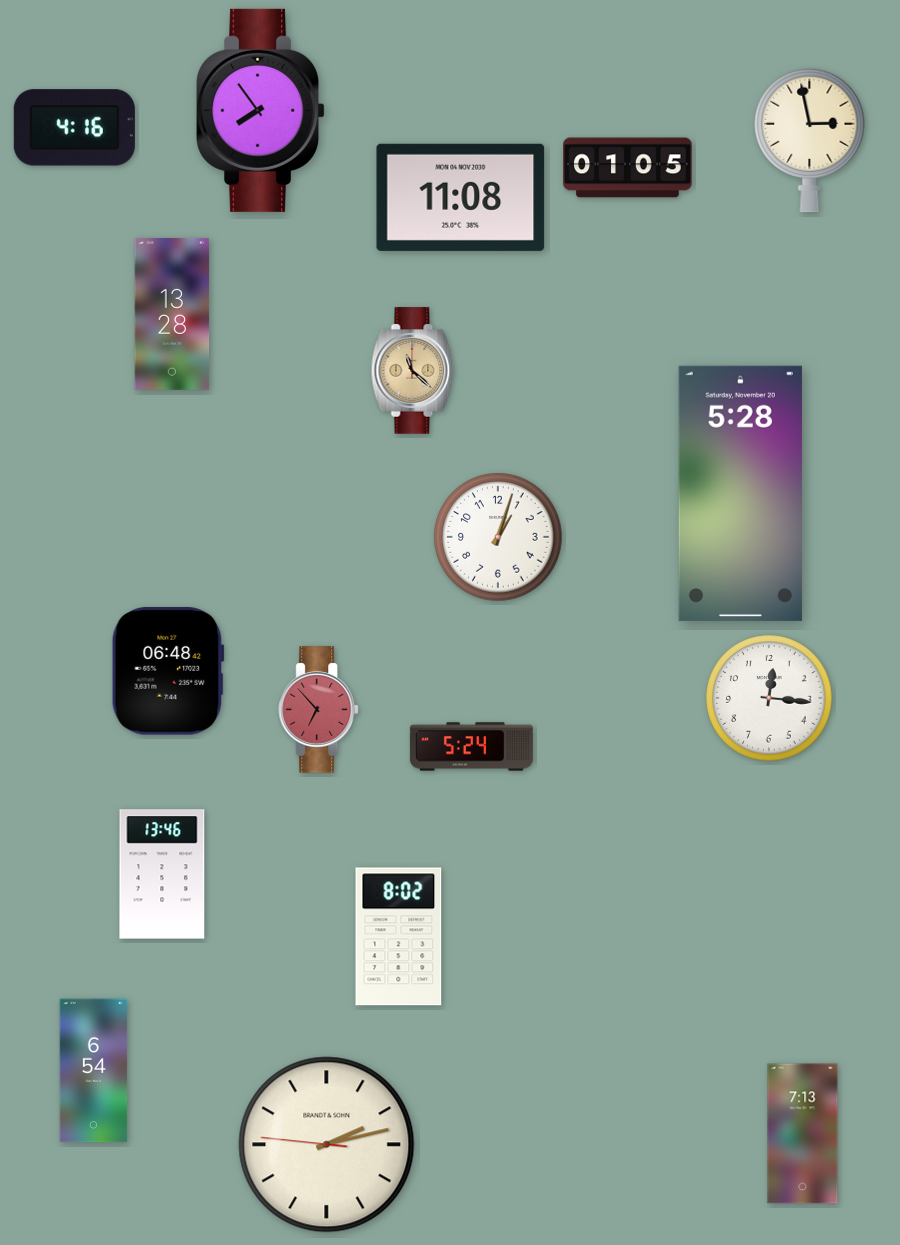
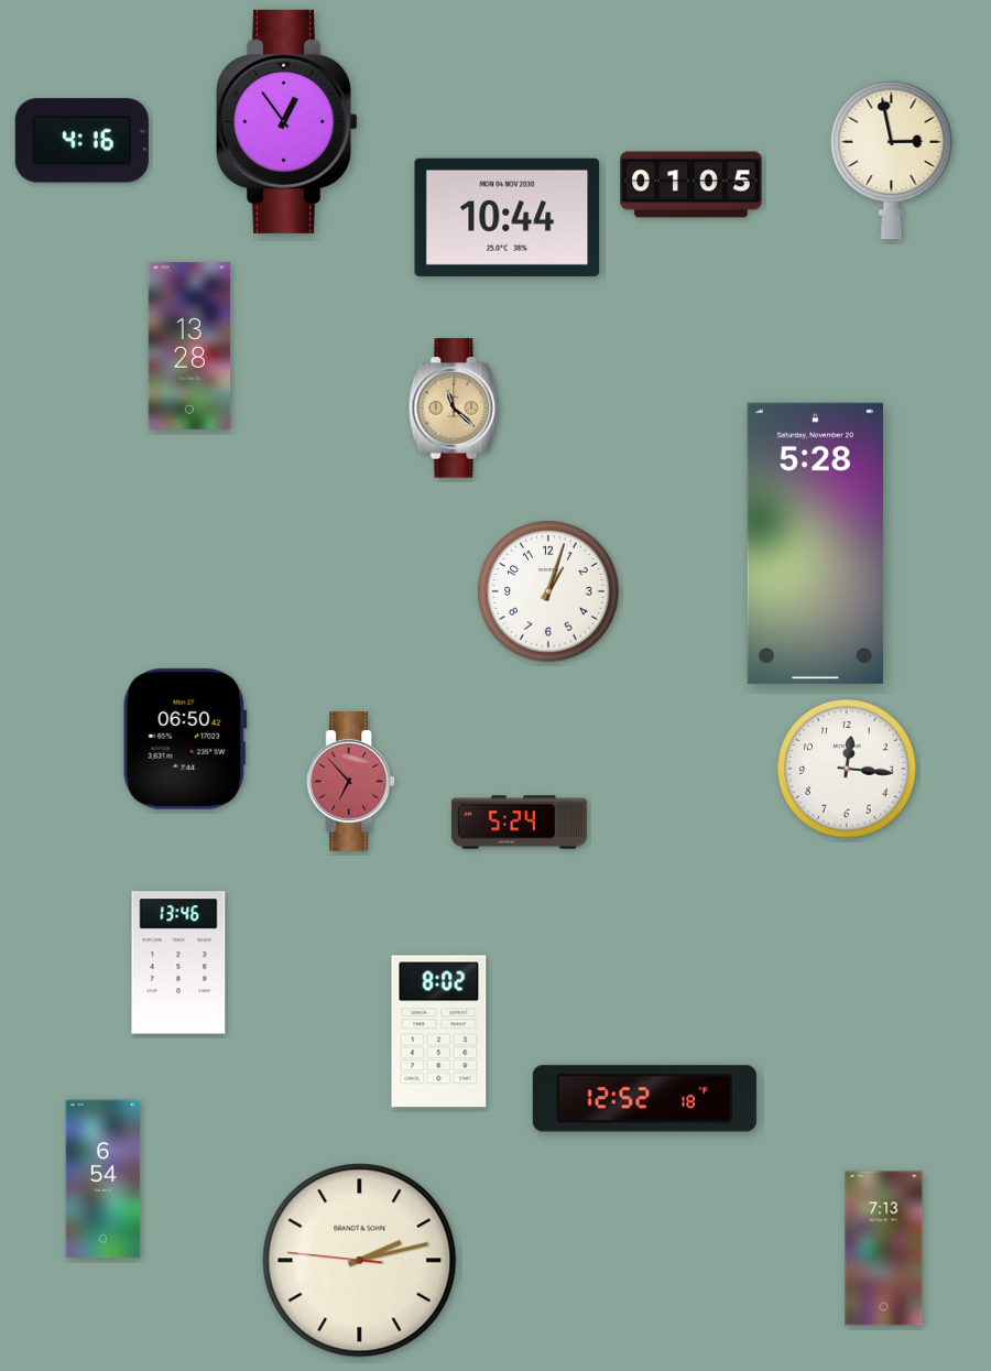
clock at (261, 110): 7:54 -> 12:54
clock at (810, 140) position: (810, 140) -> (892, 160)
clock at (461, 197): 11:08 -> 10:44
clock at (168, 671): 06:48 -> 06:50
clock at (644, 1099): none -> 12:52
